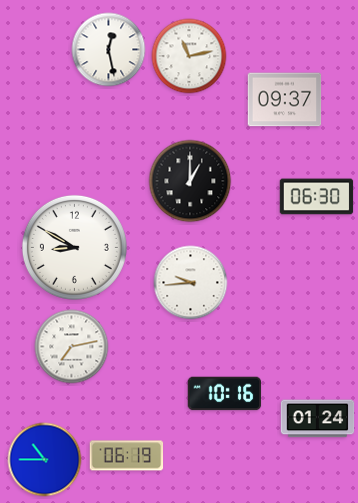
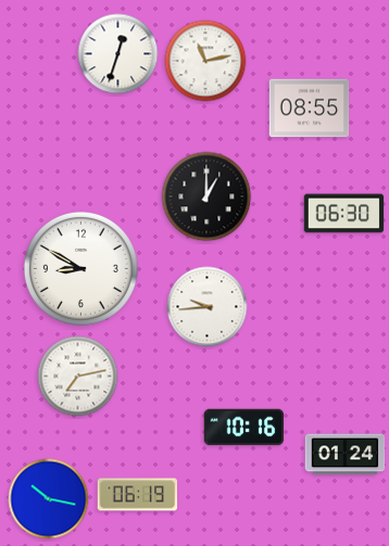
clock at (109, 50): 12:28 -> 12:33
clock at (285, 100): 09:37 -> 08:55
clock at (45, 460): 10:45 -> 10:17
